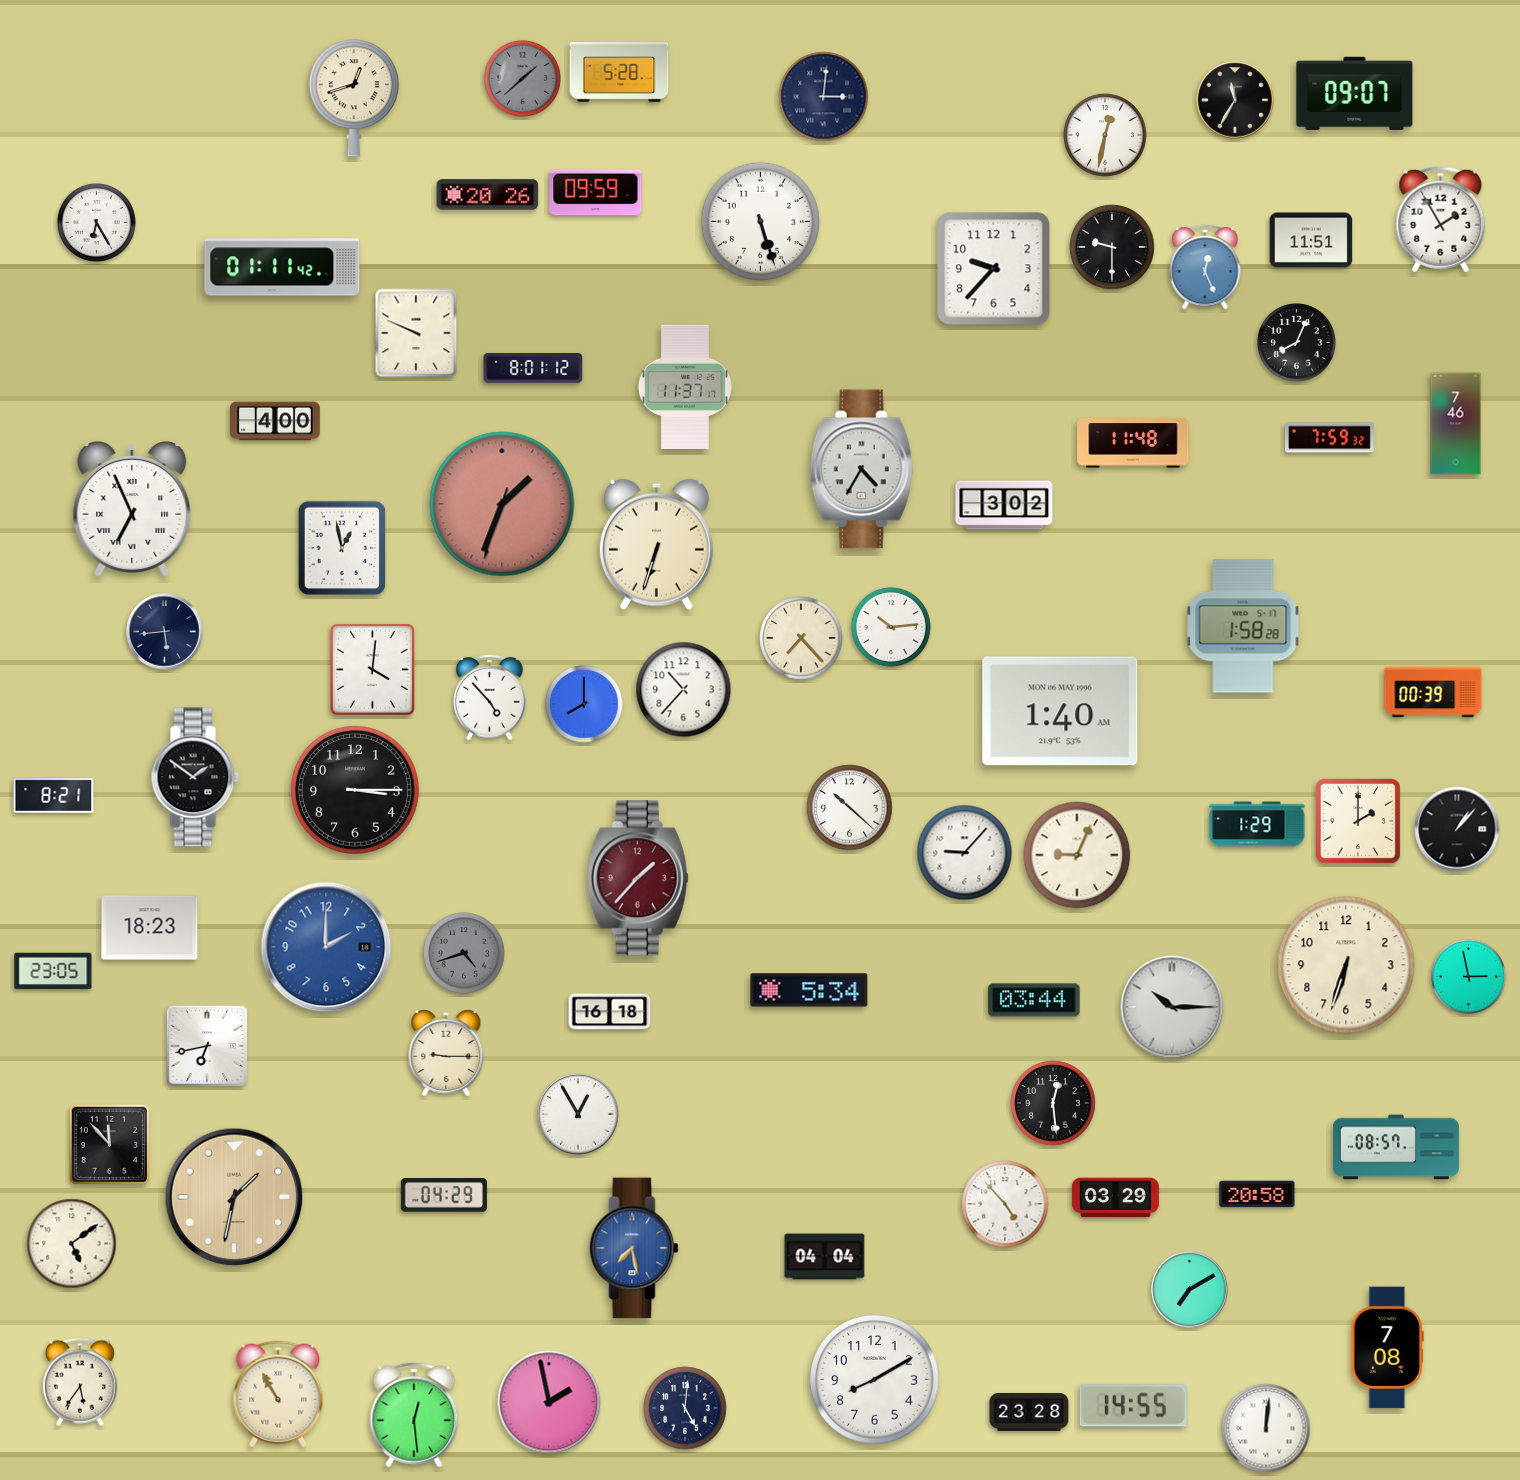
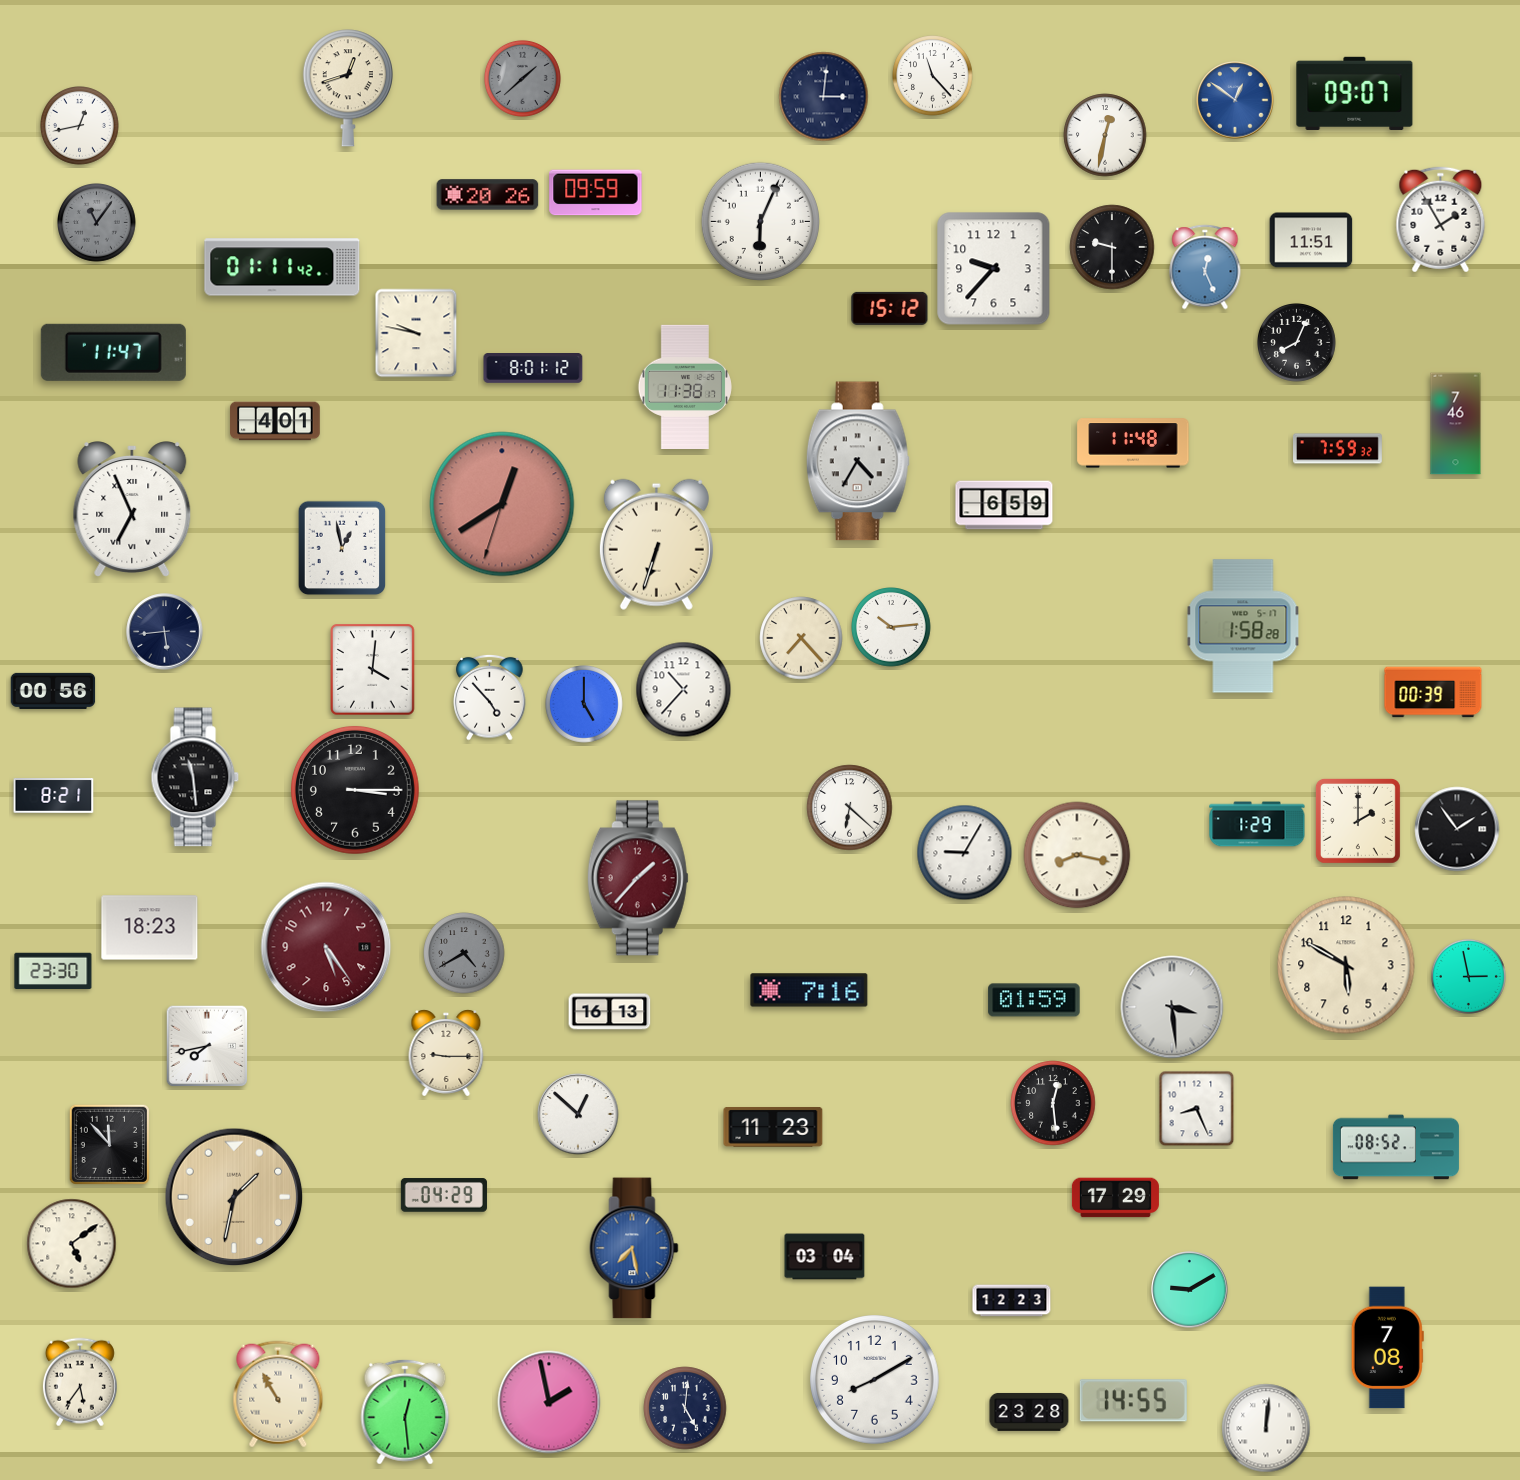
clock at (619, 73): 5:28 -> none
clock at (933, 76): none -> 11:23
clock at (354, 98) position: (354, 98) -> (348, 88)
clock at (1235, 100): 11:35 -> 12:51
clock at (1235, 100) dial: black -> blue
clock at (80, 126): none -> 12:43
clock at (760, 221): 5:27 -> 6:04
clock at (97, 223): 6:25 -> 11:06
clock at (97, 223) dial: white -> grey
clock at (890, 308): none -> 15:12
clock at (416, 333): 9:49 -> 9:47
clock at (113, 352): none -> 11:47
clock at (685, 386): 11:37 -> 11:38
clock at (275, 421): 4:00 -> 4:01
clock at (1330, 438) position: (1330, 438) -> (1338, 449)
clock at (862, 469) position: (862, 469) -> (858, 461)
clock at (502, 504): 1:33 -> 12:39
clock at (1004, 505): 3:02 -> 6:59
clock at (53, 691): none -> 00:56
clock at (585, 705): 8:00 -> 5:00
clock at (1060, 711): 1:40 -> none
clock at (195, 777): 1:51 -> 11:29
clock at (850, 808): 10:22 -> 6:22
clock at (1457, 829): 1:07 -> 1:54
clock at (965, 853): 9:07 -> 9:05
clock at (1077, 855): 9:04 -> 8:17
clock at (326, 947): 2:00 -> 5:24
clock at (326, 947) dial: blue -> burgundy
clock at (464, 953): 4:42 -> 4:40
clock at (1346, 965): 6:33 -> 5:50
clock at (53, 971): 23:05 -> 23:30
clock at (809, 990): 5:34 -> 7:16
clock at (1034, 1000): 03:44 -> 01:59
clock at (1172, 1007): 10:15 -> 3:29
clock at (610, 1012): 16:18 -> 16:13
clock at (207, 1046): 6:43 -> 7:43
clock at (1197, 1109): none -> 8:26
clock at (578, 1114): 12:55 -> 12:52
clock at (773, 1128): none -> 11:23
clock at (1396, 1147): 08:57 -> 08:52
clock at (1257, 1194): 20:58 -> none
clock at (1115, 1198): 03:29 -> 17:29
clock at (1005, 1204): 4:53 -> none
clock at (825, 1257): 04:04 -> 03:04
clock at (1190, 1290): 7:10 -> 9:10
clock at (1012, 1301): none -> 12:23
clock at (1133, 1406) position: (1133, 1406) -> (1133, 1401)
clock at (414, 1415) position: (414, 1415) -> (405, 1412)
